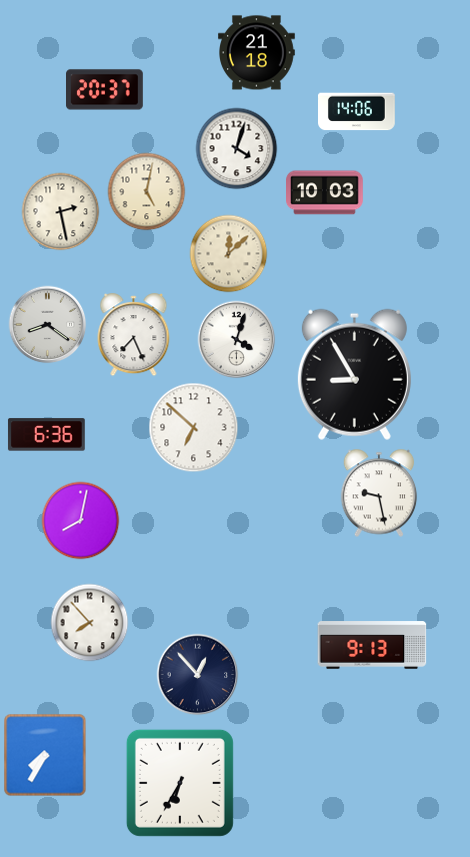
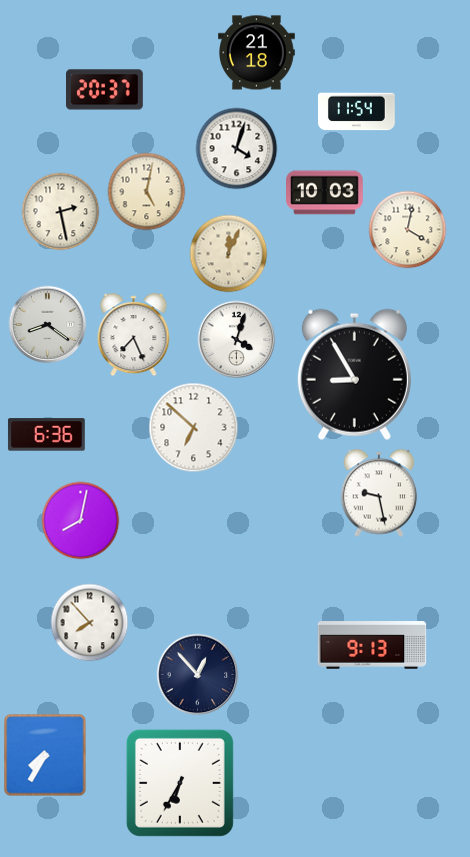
clock at (357, 112): 14:06 -> 11:54
clock at (407, 229): none -> 4:02
clock at (228, 253): 12:08 -> 12:04
